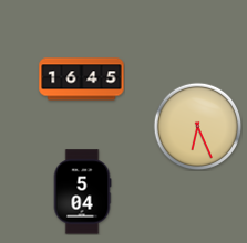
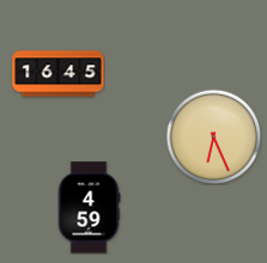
clock at (82, 80) position: (82, 80) -> (59, 74)
clock at (82, 192): 5:04 -> 4:59
